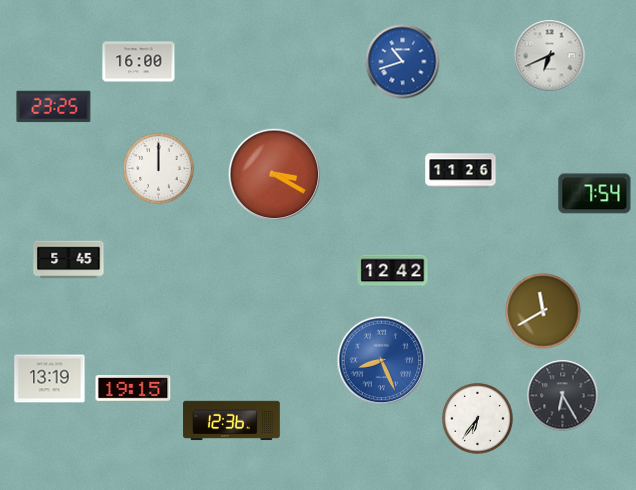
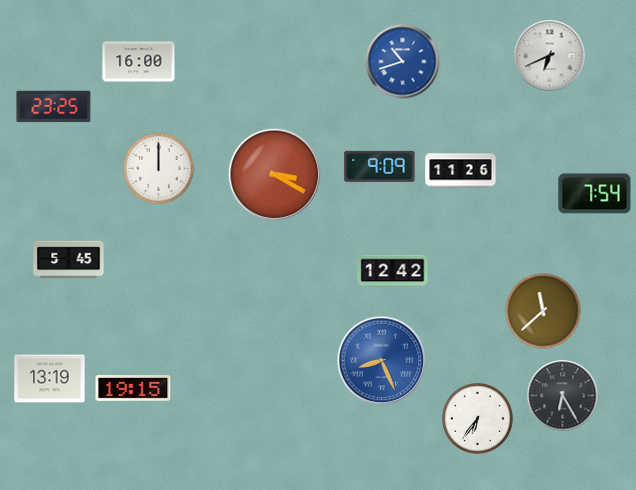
clock at (380, 166): none -> 9:09
clock at (543, 311): 11:40 -> 11:38
clock at (232, 421): 12:36 -> none
